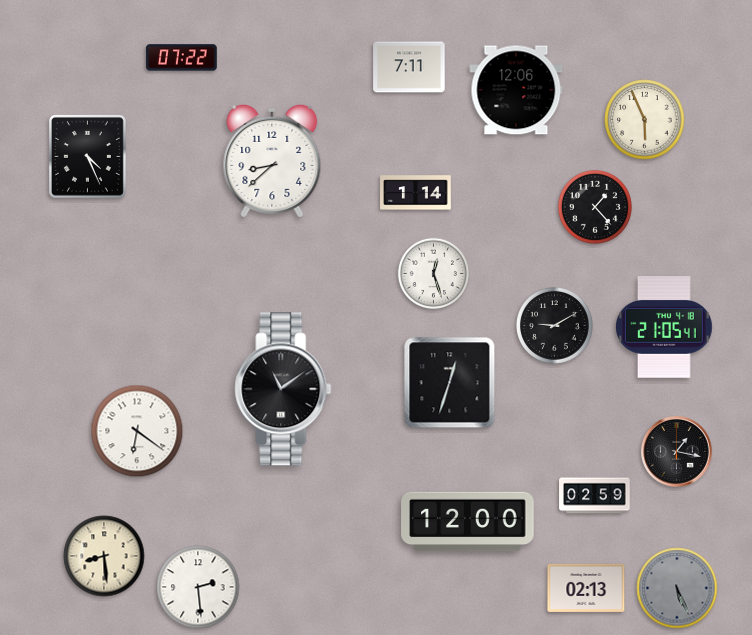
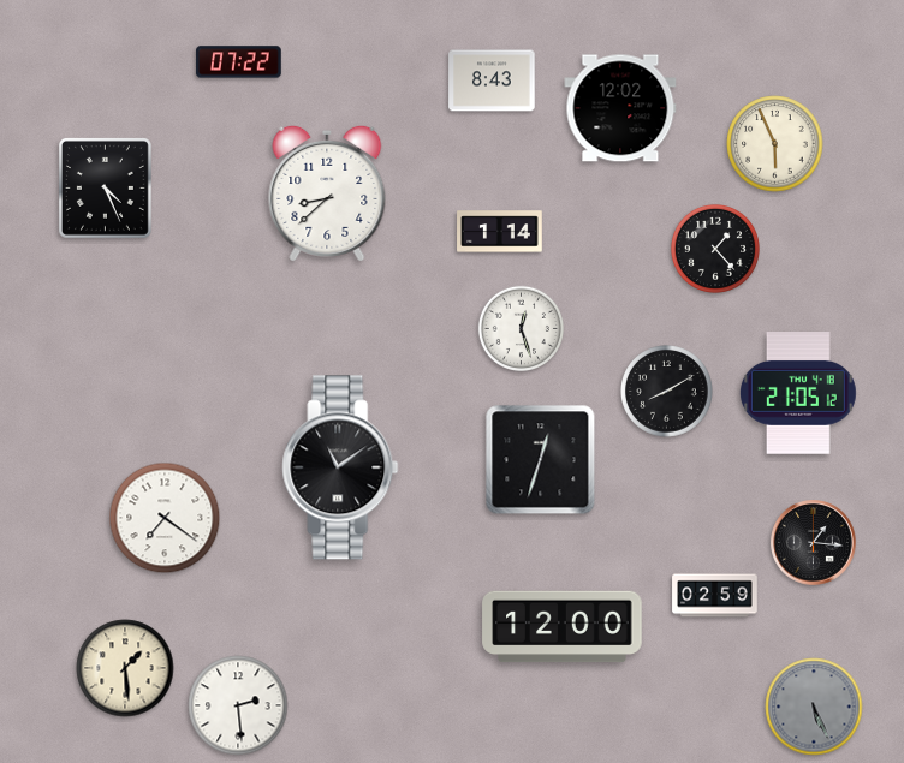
clock at (182, 58) position: (182, 58) -> (239, 62)
clock at (409, 67): 7:11 -> 8:43
clock at (516, 90): 12:06 -> 12:02
clock at (555, 326): 9:10 -> 8:10
clock at (664, 327): 21:05:41 -> 21:05:12
clock at (137, 431): 6:21 -> 7:21
clock at (677, 452): 1:17 -> 1:16
clock at (104, 556): 8:29 -> 1:29
clock at (586, 588): 02:13 -> none
